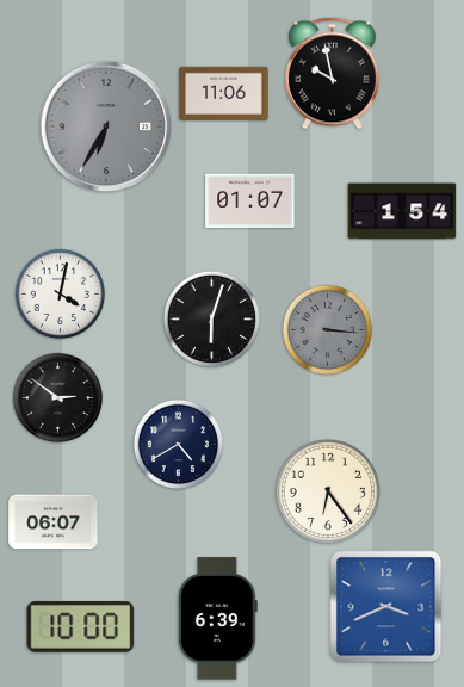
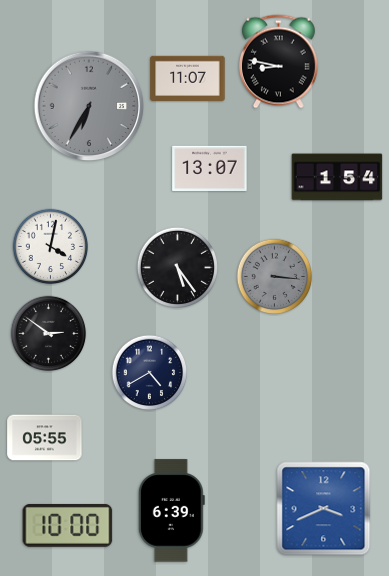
clock at (332, 74): 9:58 -> 8:47
clock at (224, 93): 11:06 -> 11:07
clock at (250, 202): 01:07 -> 13:07
clock at (211, 318): 6:03 -> 5:24
clock at (328, 491): 6:24 -> none
clock at (54, 522): 06:07 -> 05:55
clock at (217, 619) position: (217, 619) -> (171, 511)
